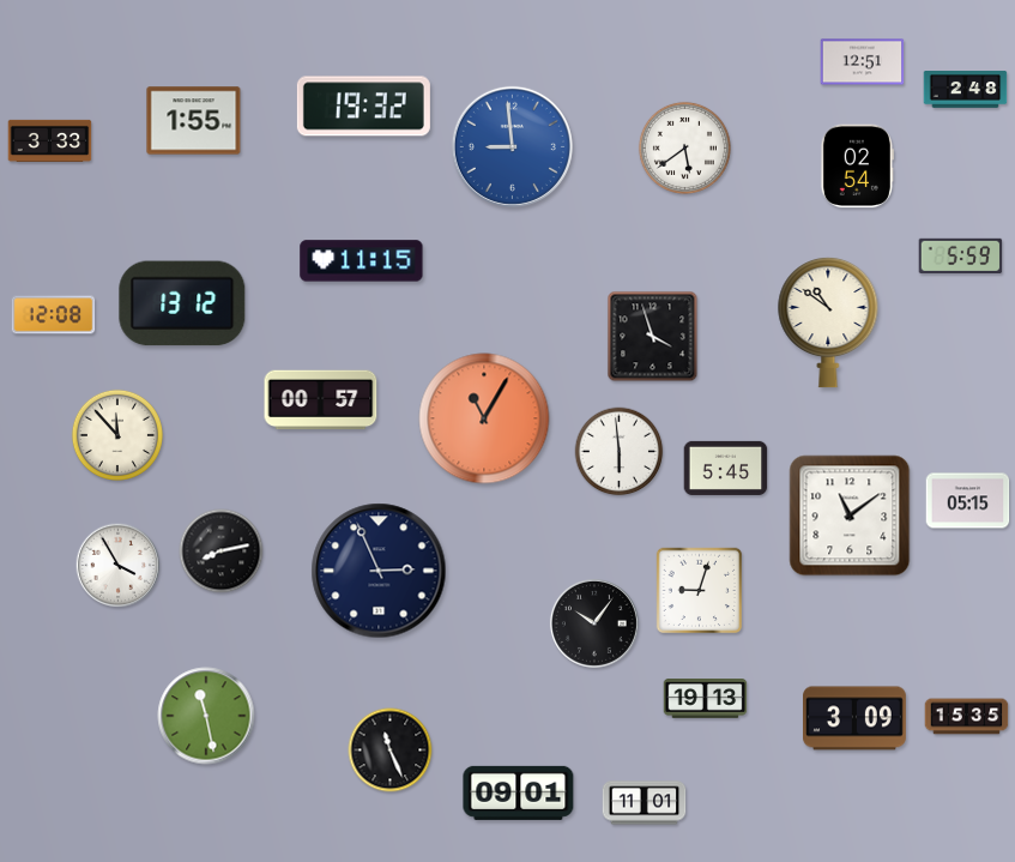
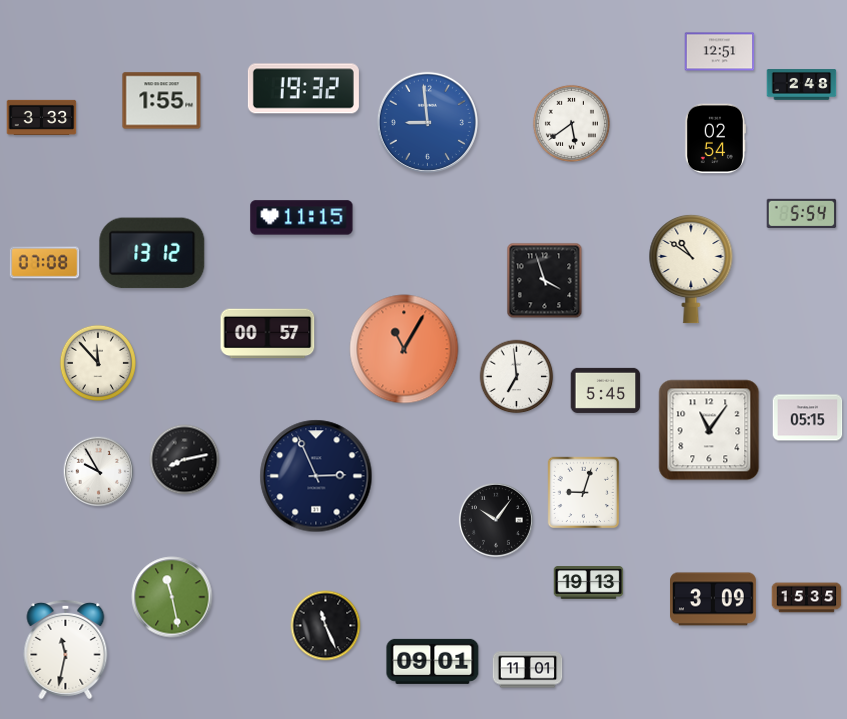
clock at (966, 90) position: (966, 90) -> (802, 85)
clock at (961, 255): 5:59 -> 5:54
clock at (54, 315): 12:08 -> 07:08
clock at (620, 452): 5:59 -> 6:59
clock at (850, 516): 11:09 -> 11:06
clock at (119, 566): 3:55 -> 9:55
clock at (66, 649): none -> 11:32
clock at (645, 803) position: (645, 803) -> (528, 670)
